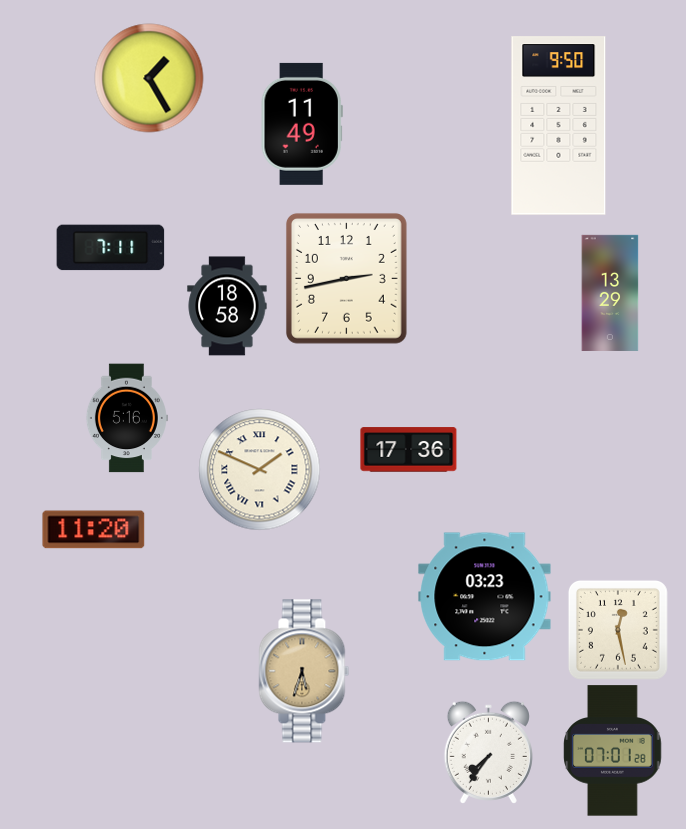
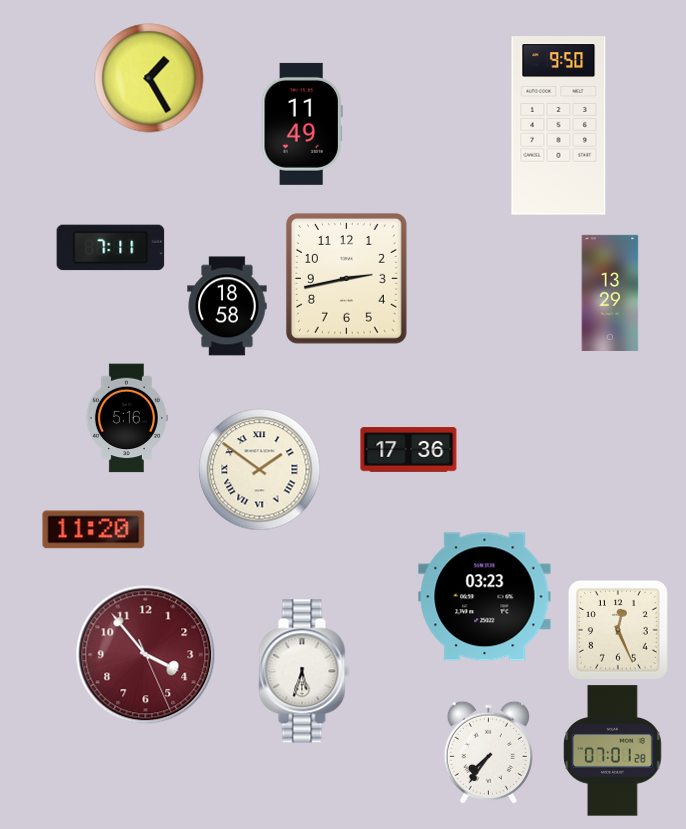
clock at (260, 470): 1:49 -> 1:51
clock at (618, 630): 12:28 -> 12:26
clock at (146, 655): none -> 3:53
clock at (304, 671) dial: champagne -> white
